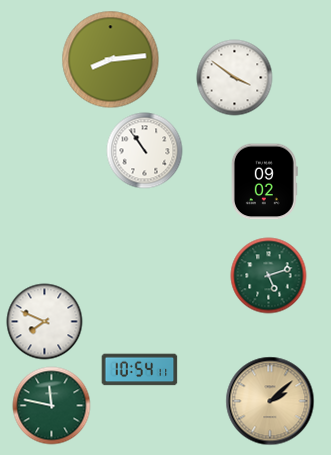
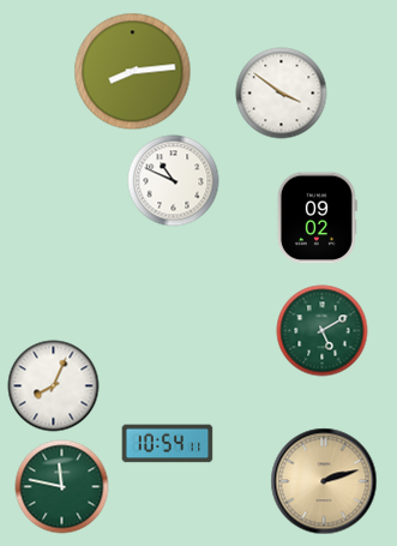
clock at (145, 151): 10:54 -> 10:49
clock at (269, 276): 5:12 -> 5:10
clock at (45, 322): 7:49 -> 8:04
clock at (270, 401): 2:08 -> 2:12
